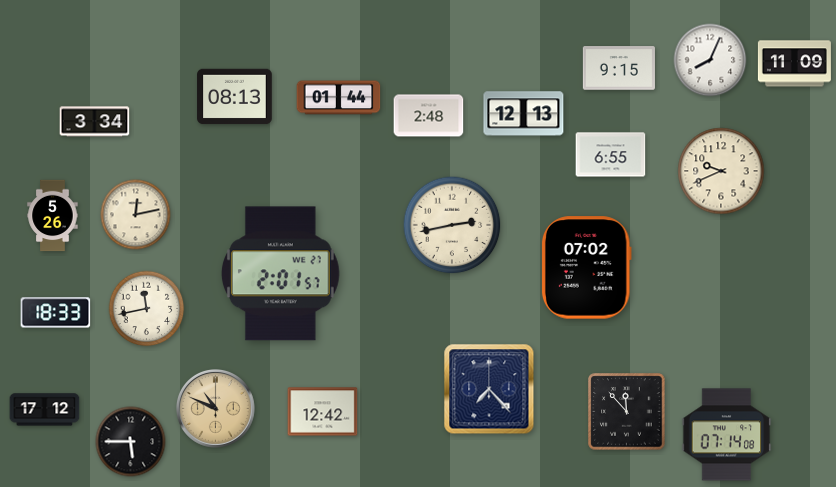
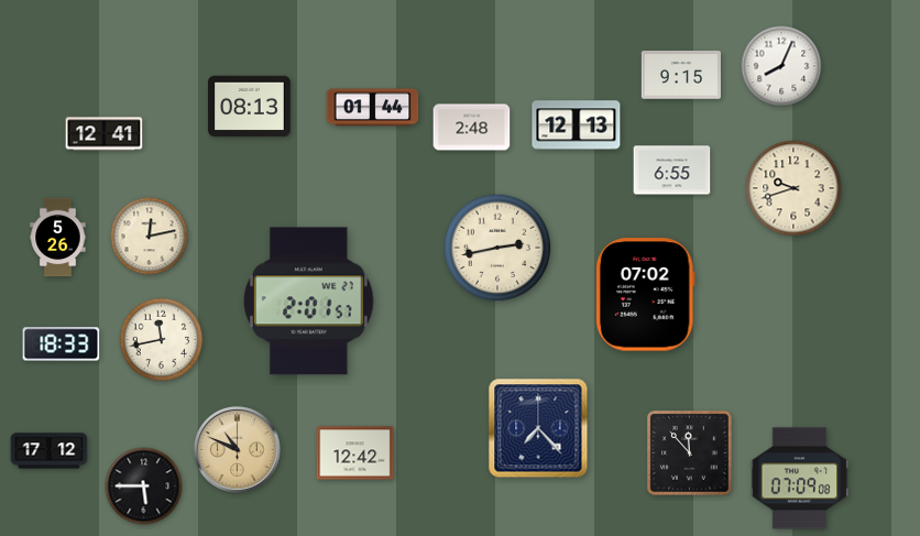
clock at (794, 64): 11:09 -> none
clock at (235, 97) position: (235, 97) -> (250, 107)
clock at (95, 122): 3:34 -> 12:41
clock at (721, 171): 9:41 -> 9:42
clock at (727, 435): 07:14 -> 07:09
